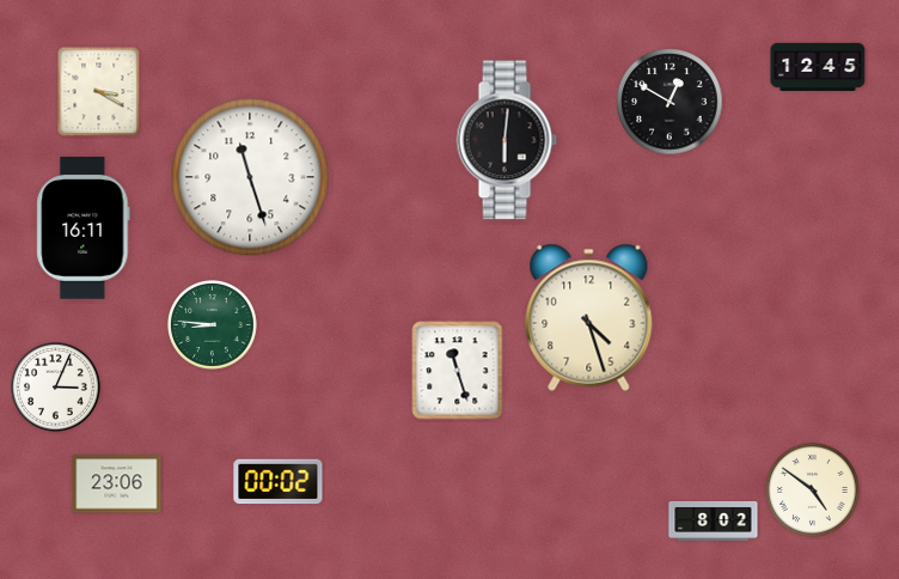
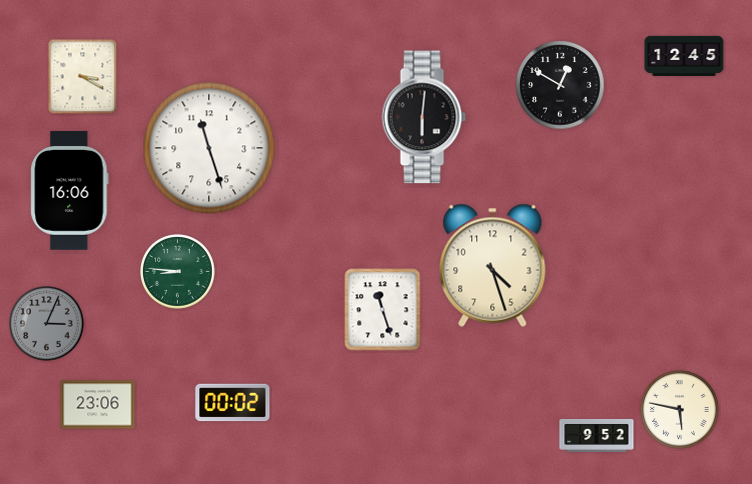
clock at (84, 228): 16:11 -> 16:06
clock at (56, 388) dial: white -> grey
clock at (813, 490): 4:51 -> 5:47
clock at (714, 520): 8:02 -> 9:52
